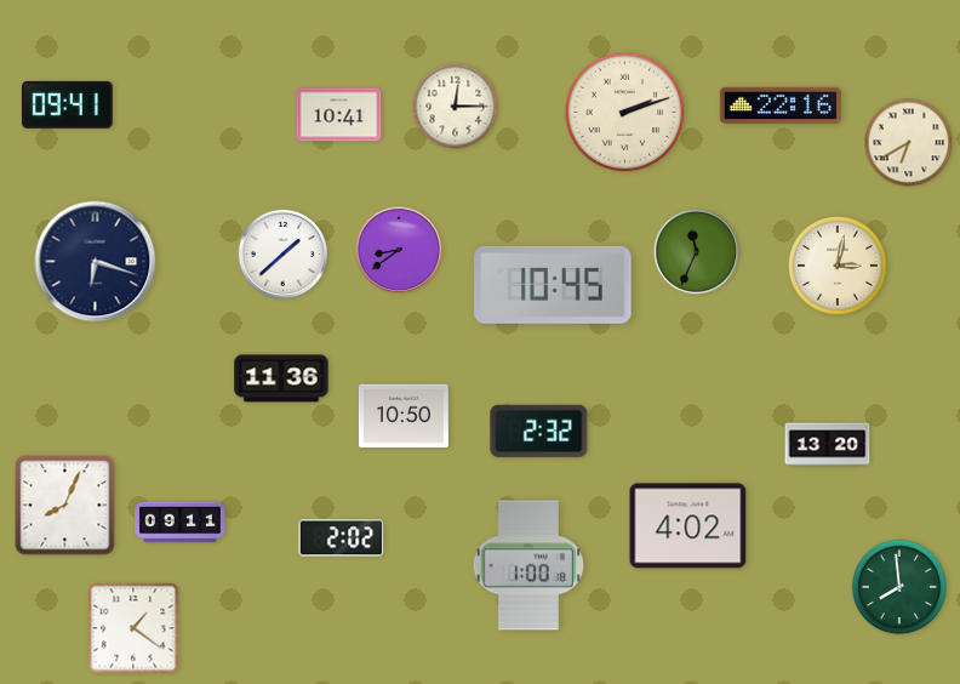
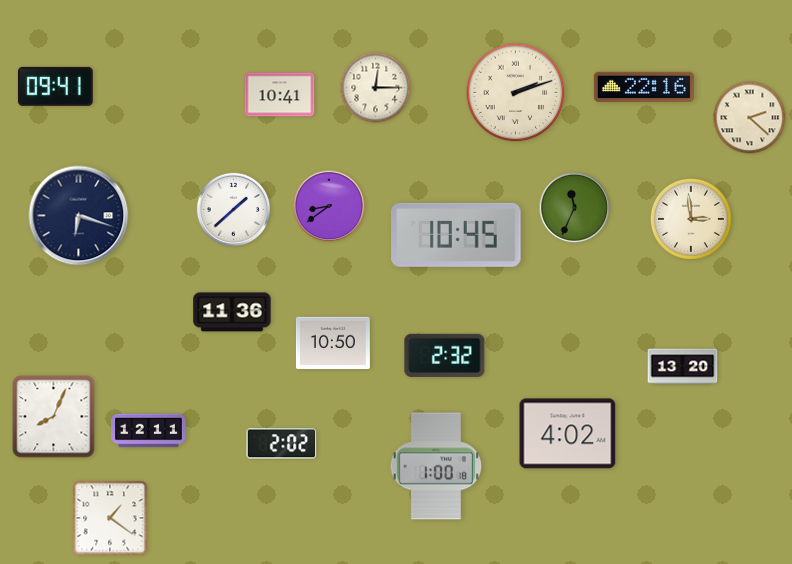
clock at (909, 143): 6:40 -> 2:22
clock at (838, 266): 3:02 -> 2:59
clock at (181, 523): 09:11 -> 12:11
clock at (899, 587): 7:59 -> none
